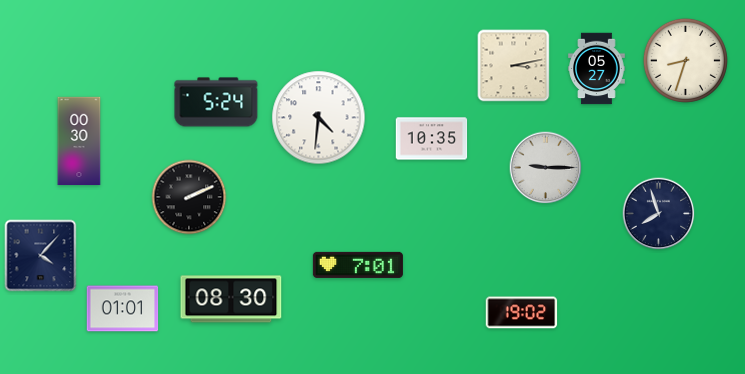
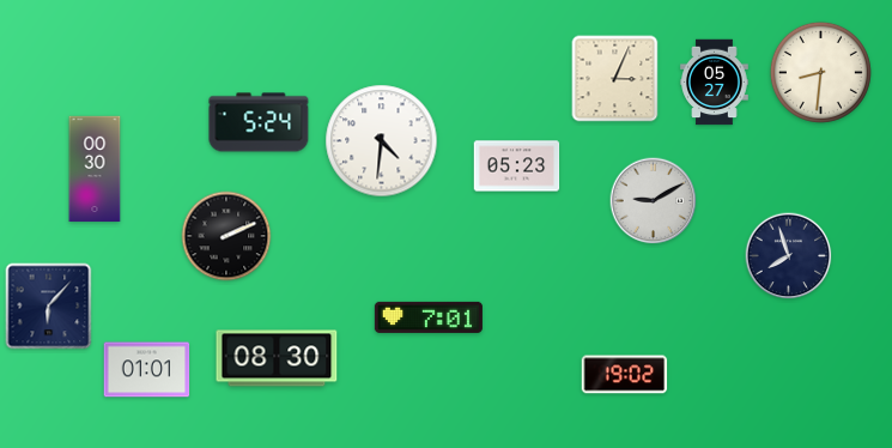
clock at (685, 60): 8:33 -> 8:31
clock at (514, 66): 3:13 -> 3:04
clock at (432, 139): 10:35 -> 05:23
clock at (546, 168): 9:15 -> 9:10
clock at (41, 256): 4:07 -> 6:07
